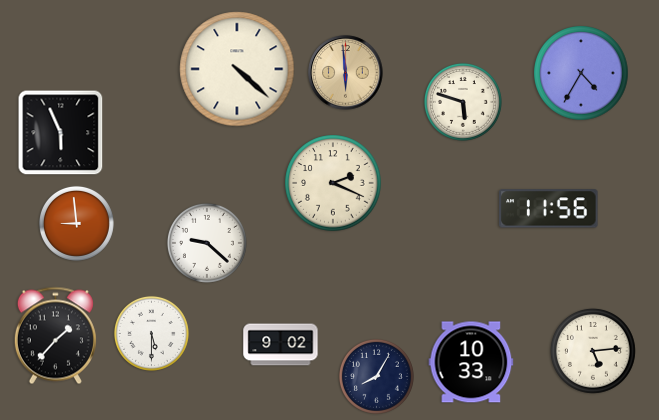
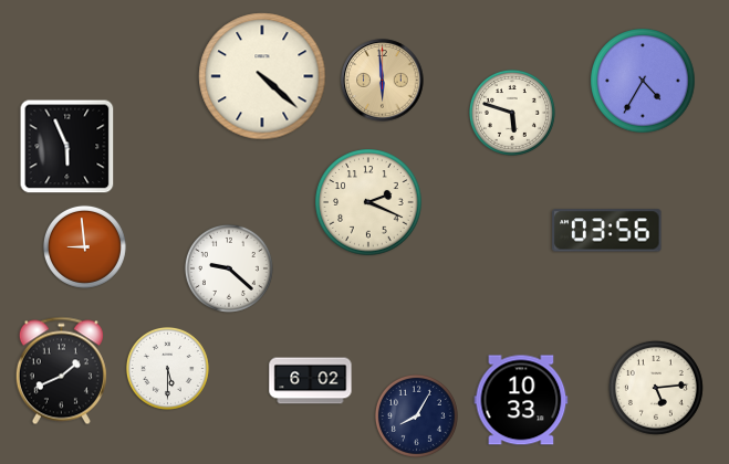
clock at (549, 209): 11:56 -> 03:56
clock at (55, 336): 1:37 -> 1:41
clock at (281, 345): 9:02 -> 6:02
